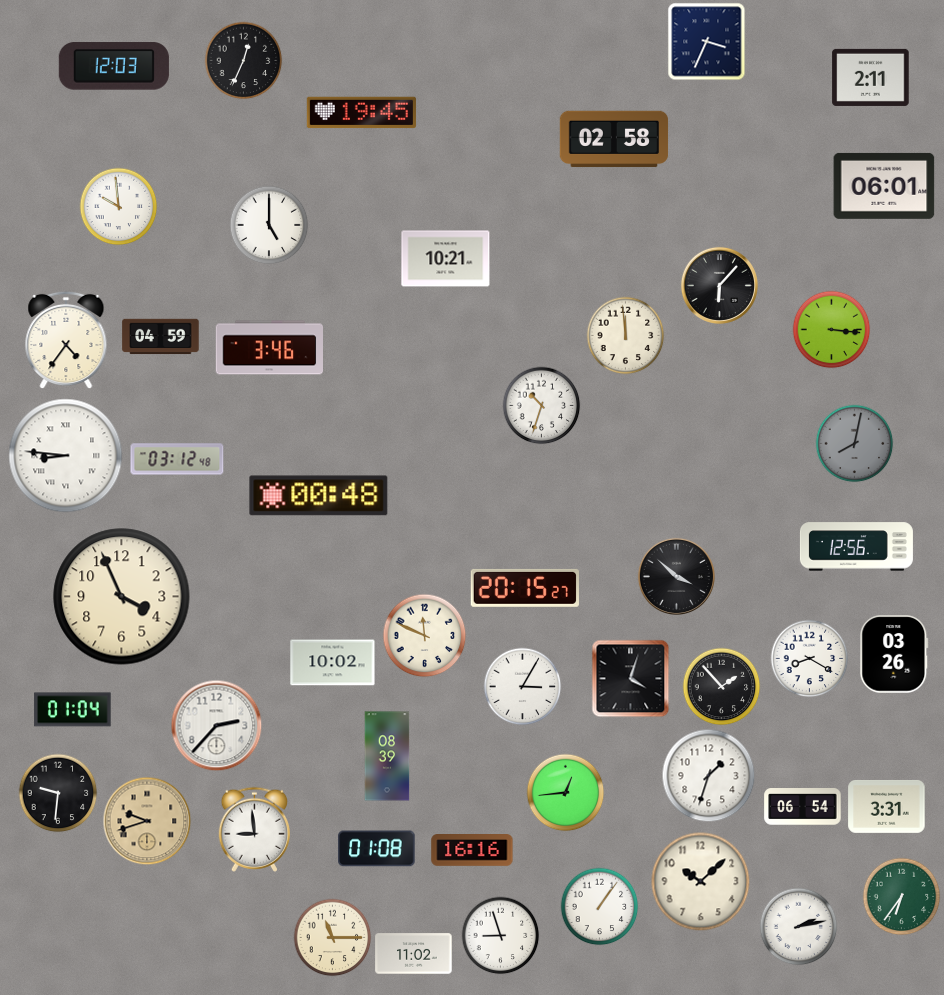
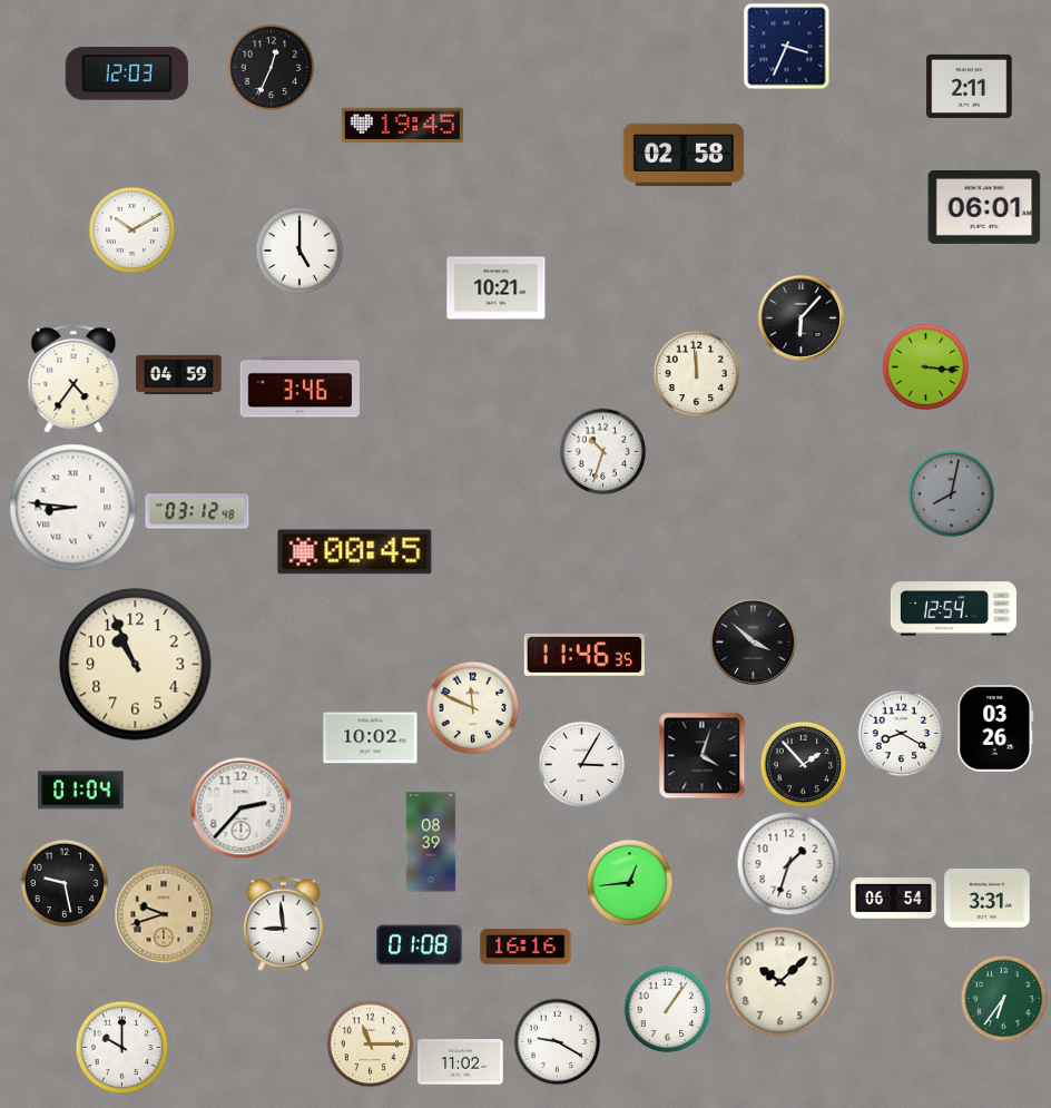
clock at (118, 206): 9:59 -> 10:10
clock at (319, 496): 00:48 -> 00:45
clock at (856, 547): 12:56 -> 12:54
clock at (525, 588): 20:15 -> 11:46
clock at (122, 597): 3:56 -> 10:56
clock at (58, 793): 9:31 -> 9:28
clock at (798, 926): 2:13 -> none
clock at (500, 935): 8:57 -> 9:20
clock at (121, 1047): none -> 10:00
